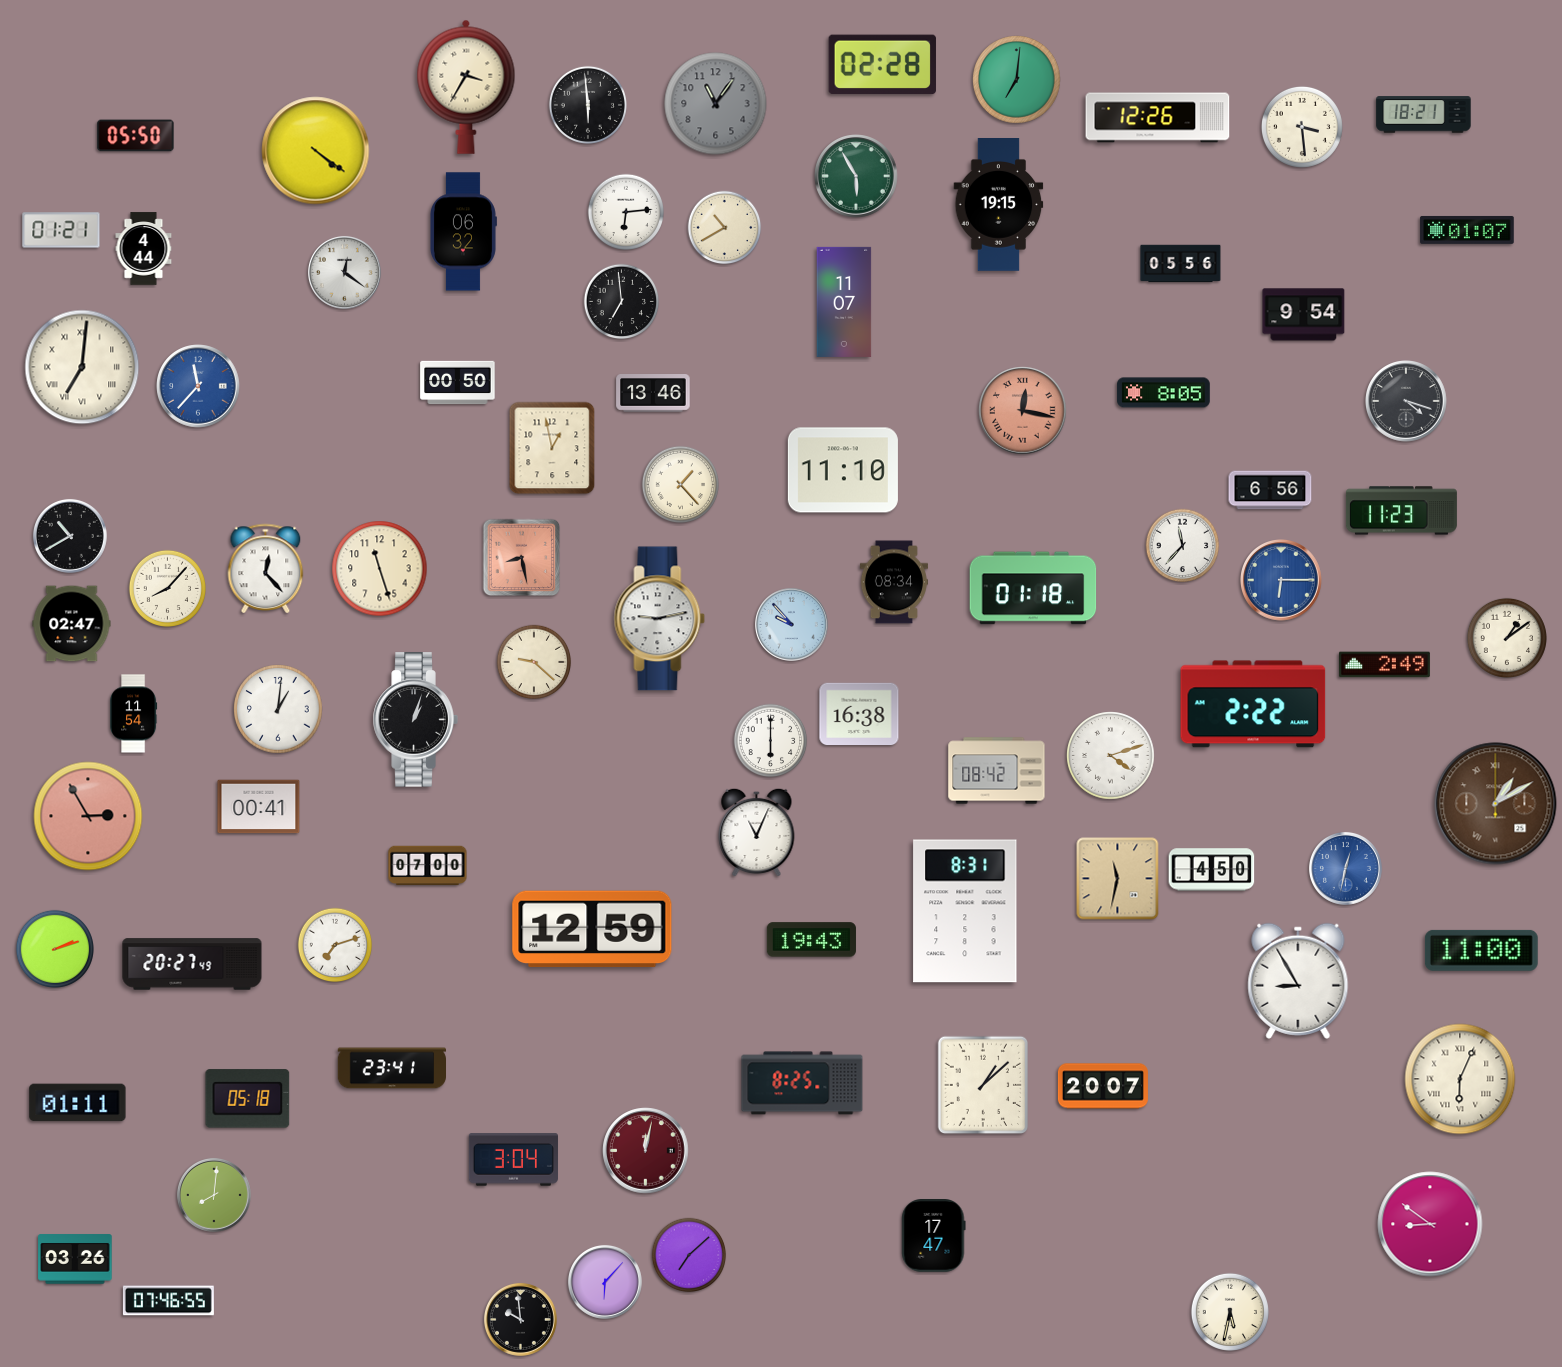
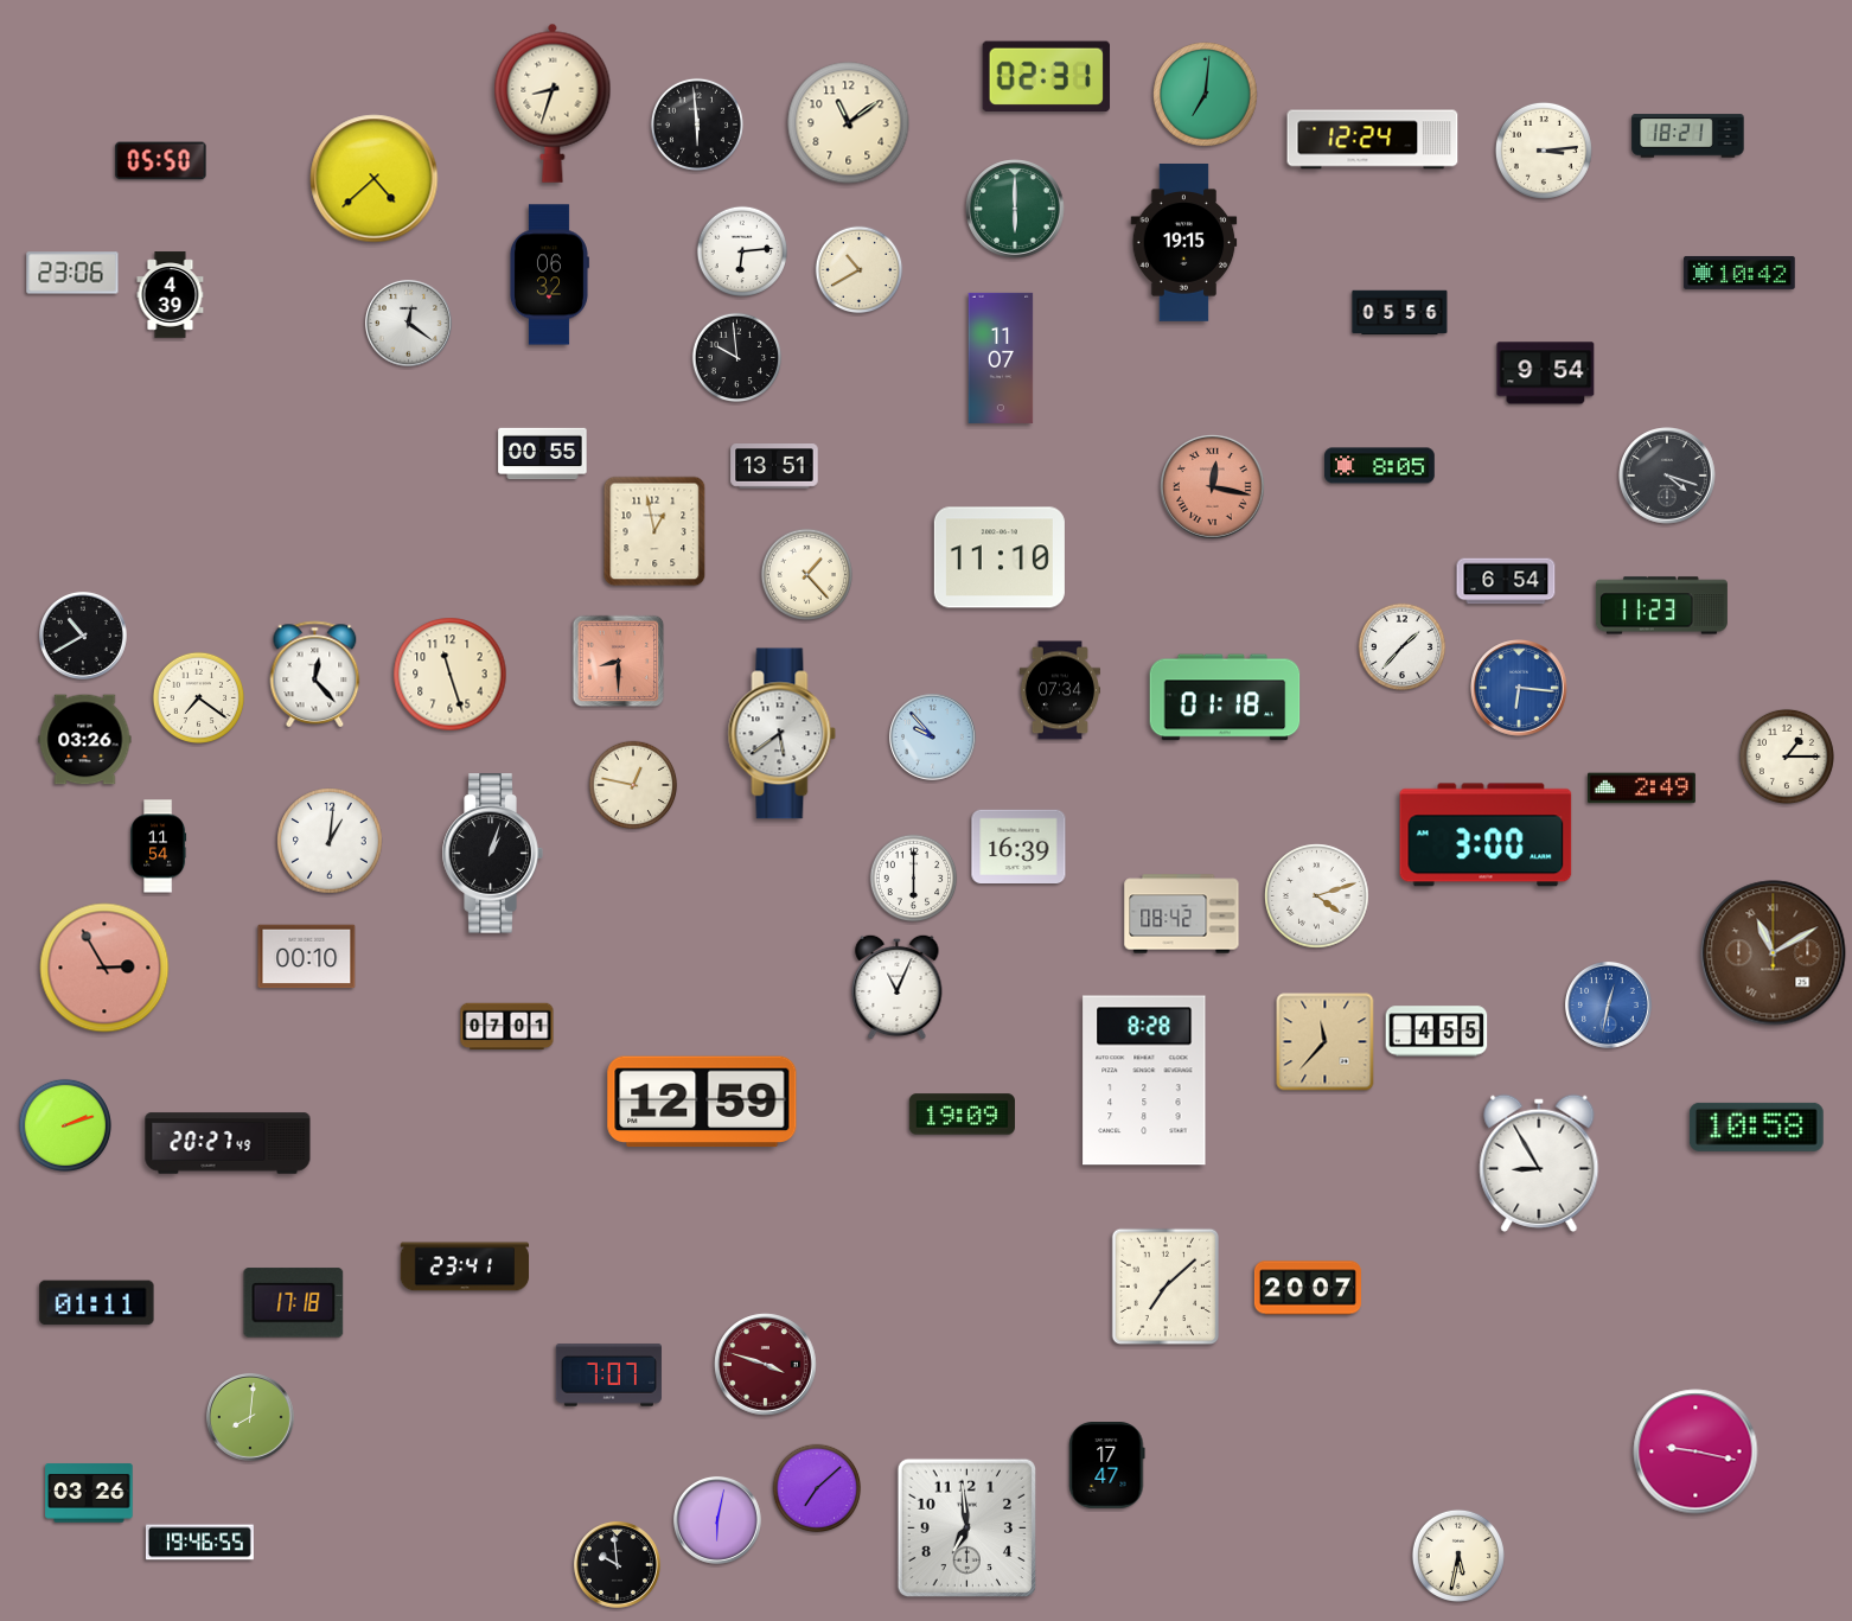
clock at (882, 65): 02:28 -> 02:31
clock at (466, 87): 3:35 -> 8:33
clock at (716, 104): 11:06 -> 11:09
clock at (716, 104) dial: grey -> cream
clock at (1158, 118): 12:26 -> 12:24
clock at (1302, 127): 3:29 -> 3:14
clock at (316, 151): 4:21 -> 4:38
clock at (856, 176): 5:55 -> 6:00
clock at (61, 230): 01:21 -> 23:06
clock at (1467, 230): 01:07 -> 10:42
clock at (144, 249): 4:44 -> 4:39
clock at (622, 302): 6:59 -> 9:59
clock at (82, 367): 7:01 -> none
clock at (458, 383): 00:50 -> 00:55
clock at (198, 386): 11:37 -> none
clock at (653, 393): 13:46 -> 13:51
clock at (1270, 490): 6:56 -> 6:54
clock at (1183, 546): 11:37 -> 1:37
clock at (522, 558): 8:28 -> 8:30
clock at (1282, 581): 6:15 -> 6:16
clock at (894, 582): 08:34 -> 07:34
clock at (167, 588): 8:07 -> 7:21
clock at (660, 619): 9:13 -> 5:39
clock at (72, 624): 02:47 -> 03:26
clock at (791, 624) position: (791, 624) -> (932, 736)
clock at (1507, 638): 1:09 -> 1:15
clock at (534, 662): 9:22 -> 12:47
clock at (1253, 704): 2:22 -> 3:00
clock at (859, 714): 16:38 -> 16:39
clock at (1496, 804): 1:10 -> 11:10
clock at (259, 807): 00:41 -> 00:10
clock at (428, 866): 07:00 -> 07:01
clock at (1345, 868) position: (1345, 868) -> (1608, 1004)
clock at (1212, 870): 4:50 -> 4:55
clock at (1118, 879): 11:32 -> 11:37
clock at (965, 911): 8:31 -> 8:28
clock at (811, 940): 19:43 -> 19:09
clock at (335, 945): 7:12 -> none
clock at (1481, 950): 11:00 -> 10:58
clock at (1460, 1079): 6:04 -> none
clock at (802, 1083): 8:25 -> none
clock at (983, 1085): 1:08 -> 7:08
clock at (248, 1099): 05:18 -> 17:18
clock at (78, 1103) position: (78, 1103) -> (97, 1303)
clock at (646, 1151): 12:02 -> 3:48
clock at (513, 1160): 3:04 -> 7:07
clock at (214, 1195) position: (214, 1195) -> (250, 1417)
clock at (1430, 1224): 8:51 -> 9:17
clock at (605, 1282): 6:07 -> 6:02
clock at (966, 1527): none -> 6:59
clock at (168, 1301): 07:46 -> 19:46
